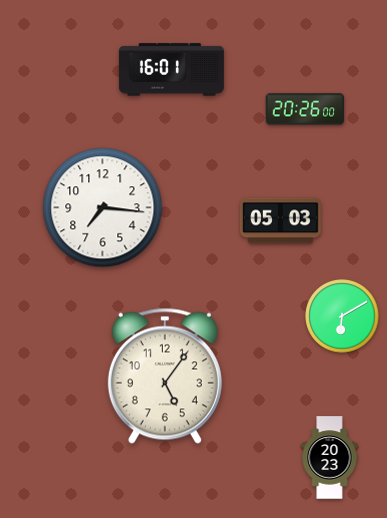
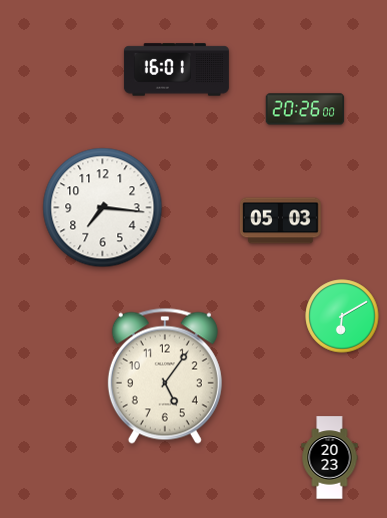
clock at (171, 70) position: (171, 70) -> (176, 70)
